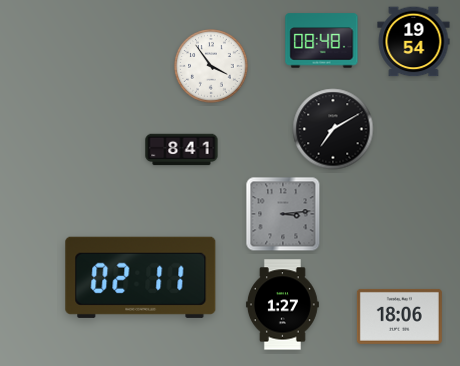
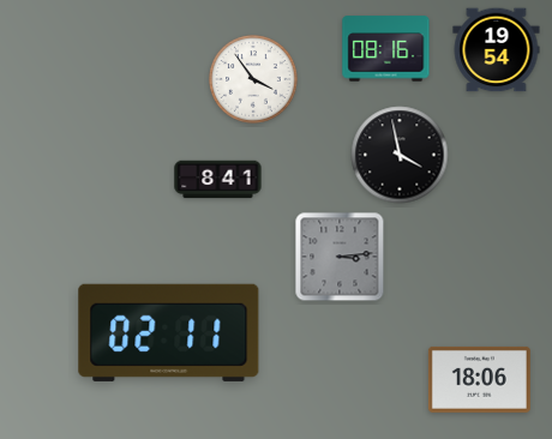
clock at (322, 41): 08:48 -> 08:16
clock at (333, 129): 7:10 -> 3:58
clock at (282, 305): 1:27 -> none
